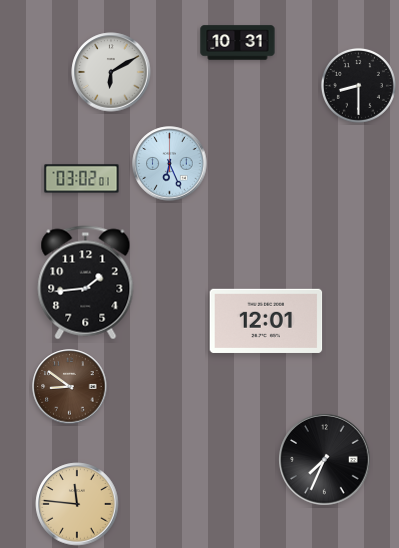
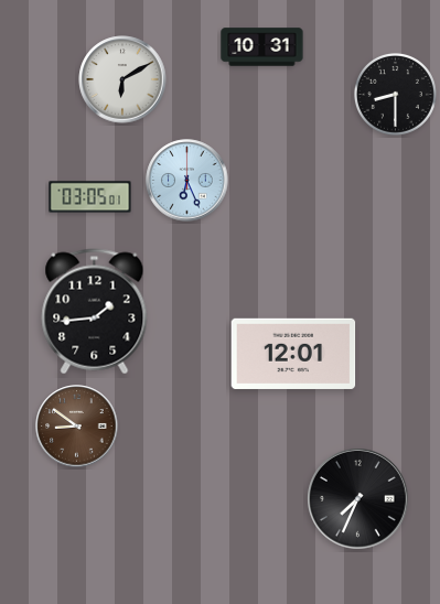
clock at (82, 179): 03:02 -> 03:05
clock at (325, 460) position: (325, 460) -> (358, 499)
clock at (77, 504): 11:46 -> none
